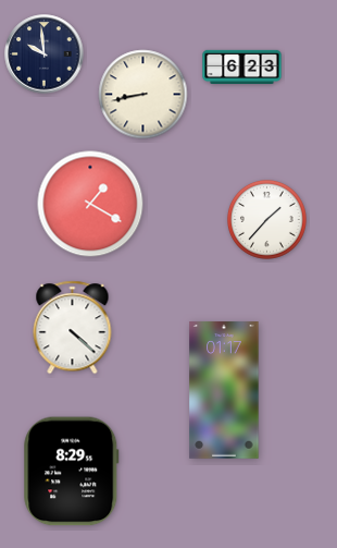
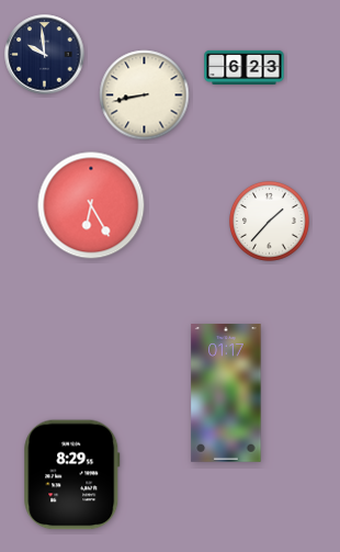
clock at (90, 204): 1:20 -> 6:25
clock at (73, 328): 4:22 -> none
